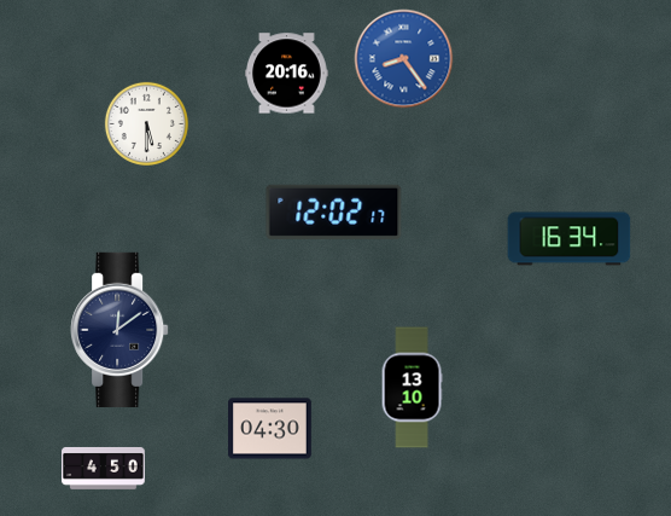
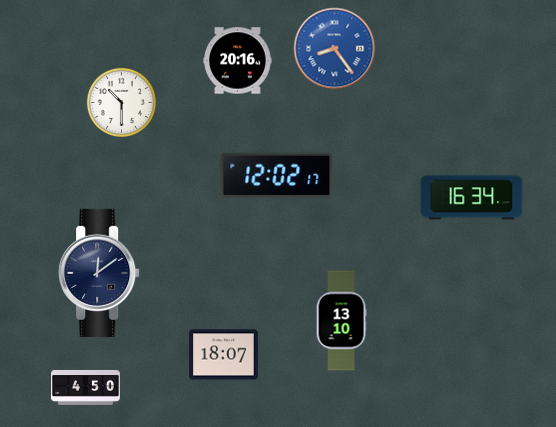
clock at (146, 123): 5:30 -> 10:30
clock at (270, 429): 04:30 -> 18:07
